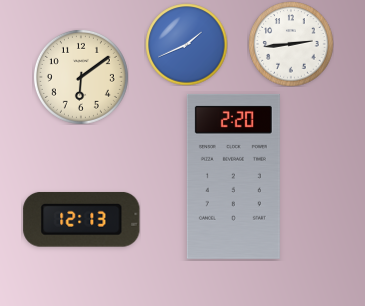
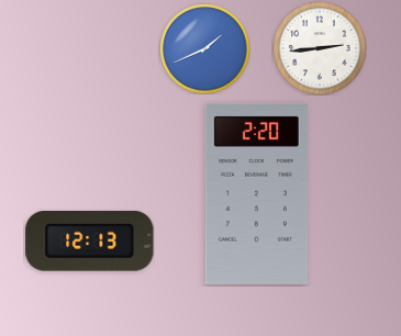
clock at (81, 77): 6:09 -> none
